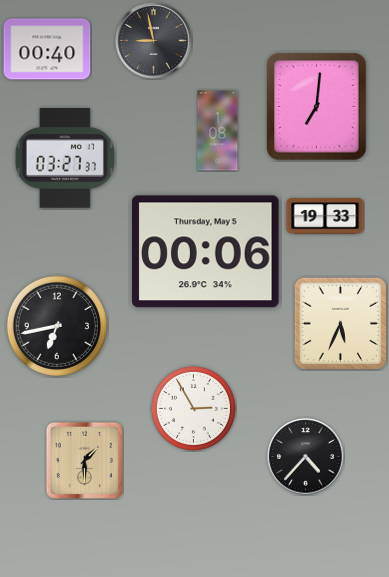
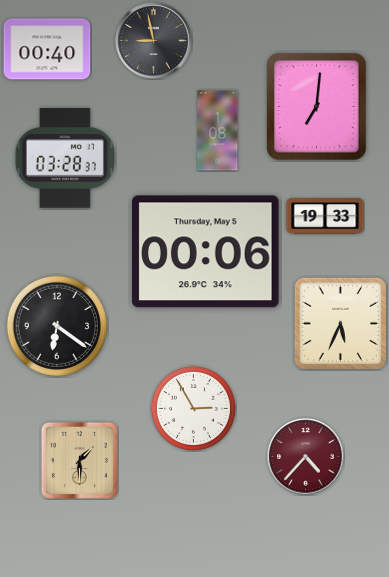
clock at (65, 158): 03:27 -> 03:28
clock at (57, 326): 6:43 -> 6:21
clock at (306, 457) dial: black -> burgundy
clock at (84, 460) position: (84, 460) -> (79, 460)
